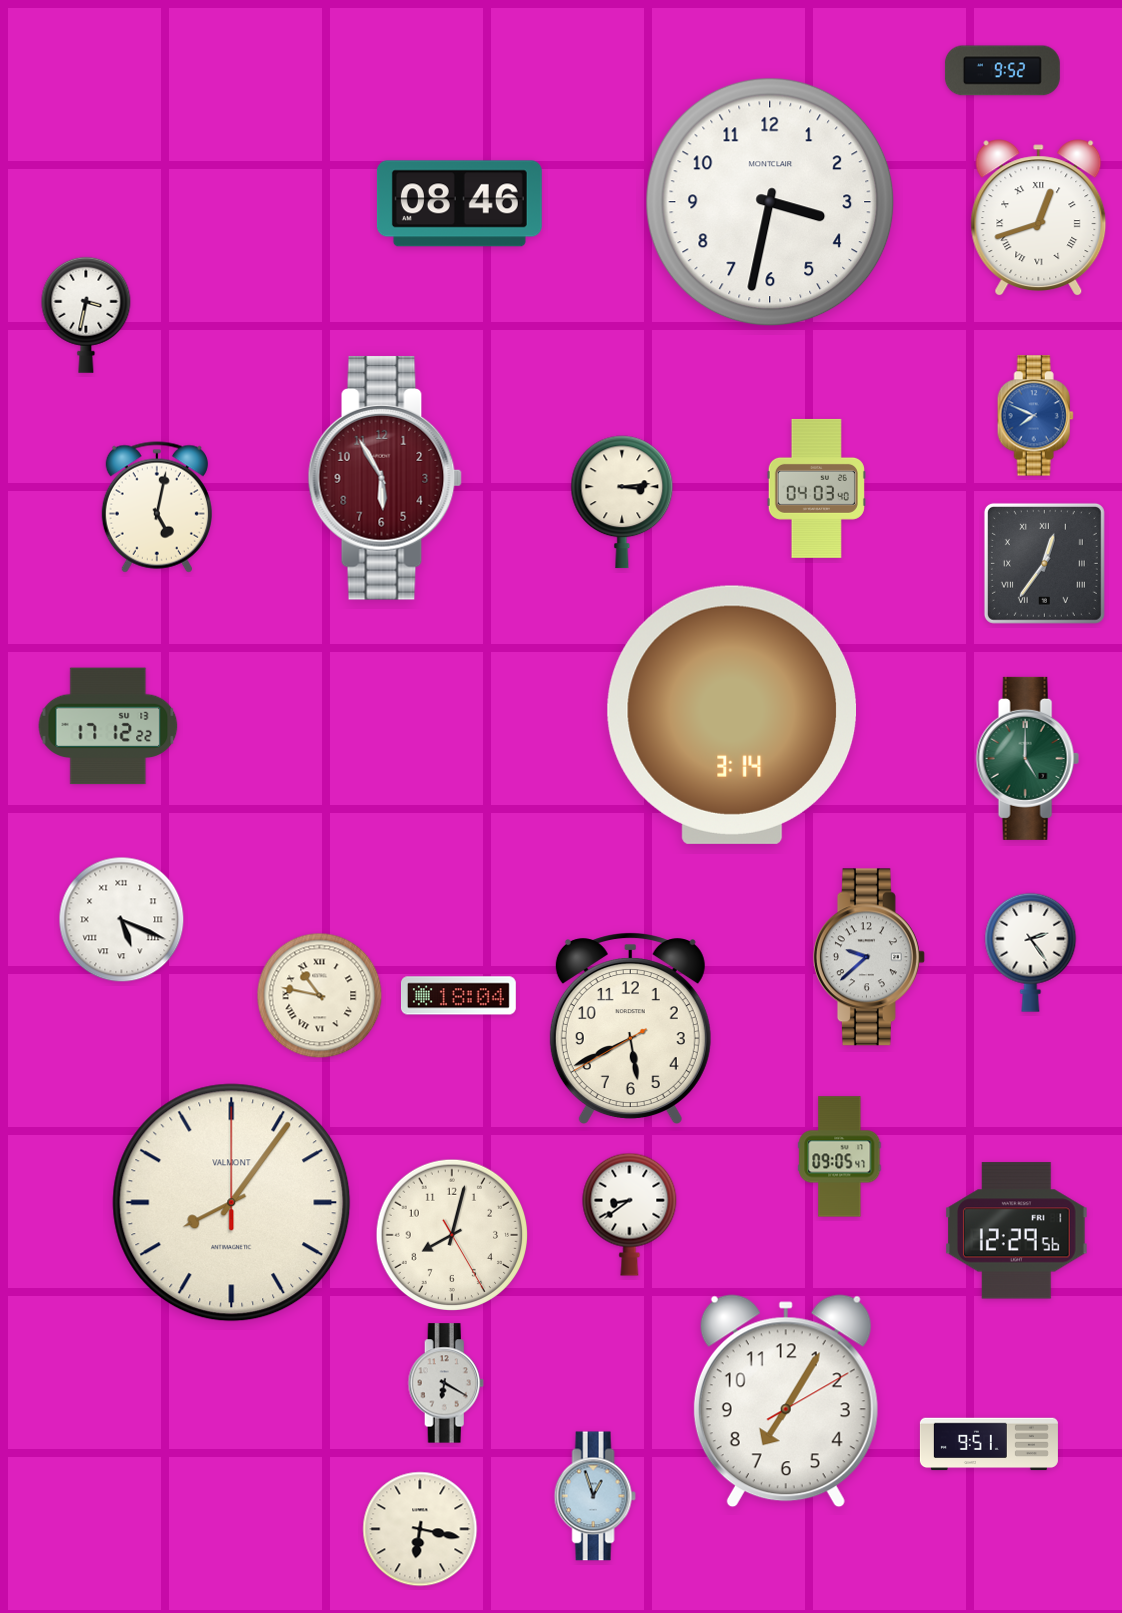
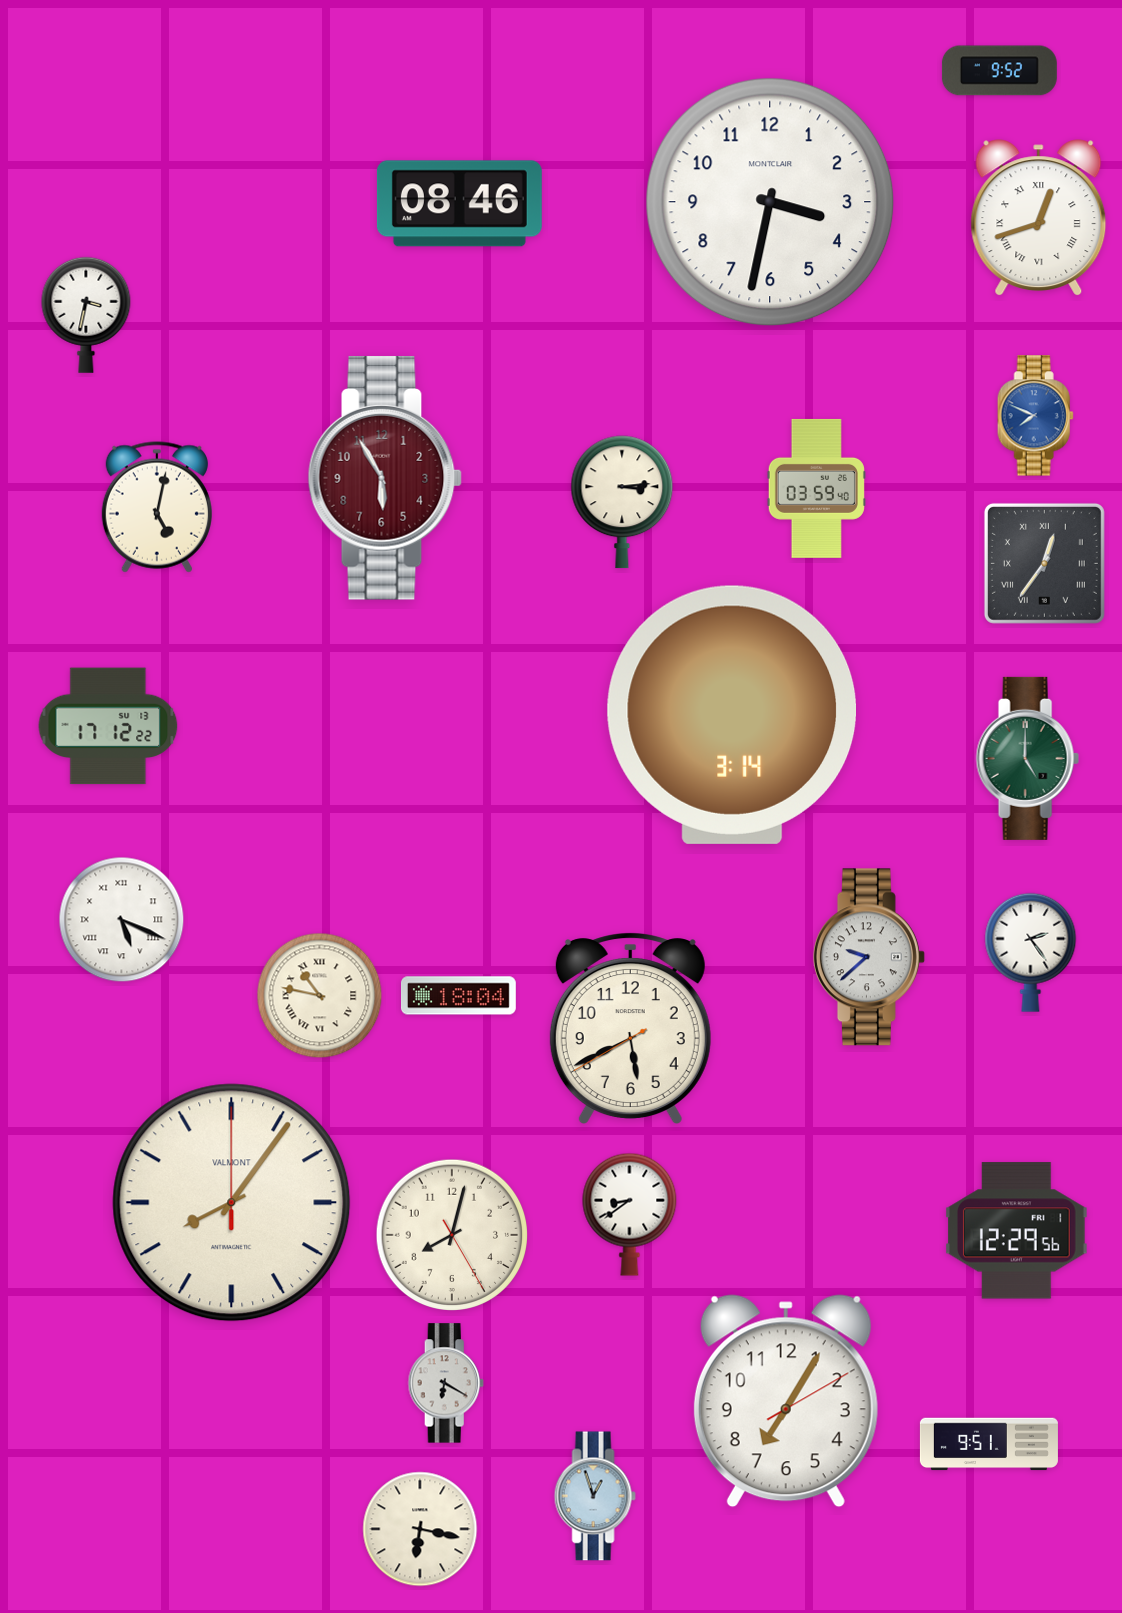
clock at (1002, 71) position: (1002, 71) -> (999, 71)
clock at (816, 488): 04:03 -> 03:59
clock at (840, 1157): 09:05 -> none
